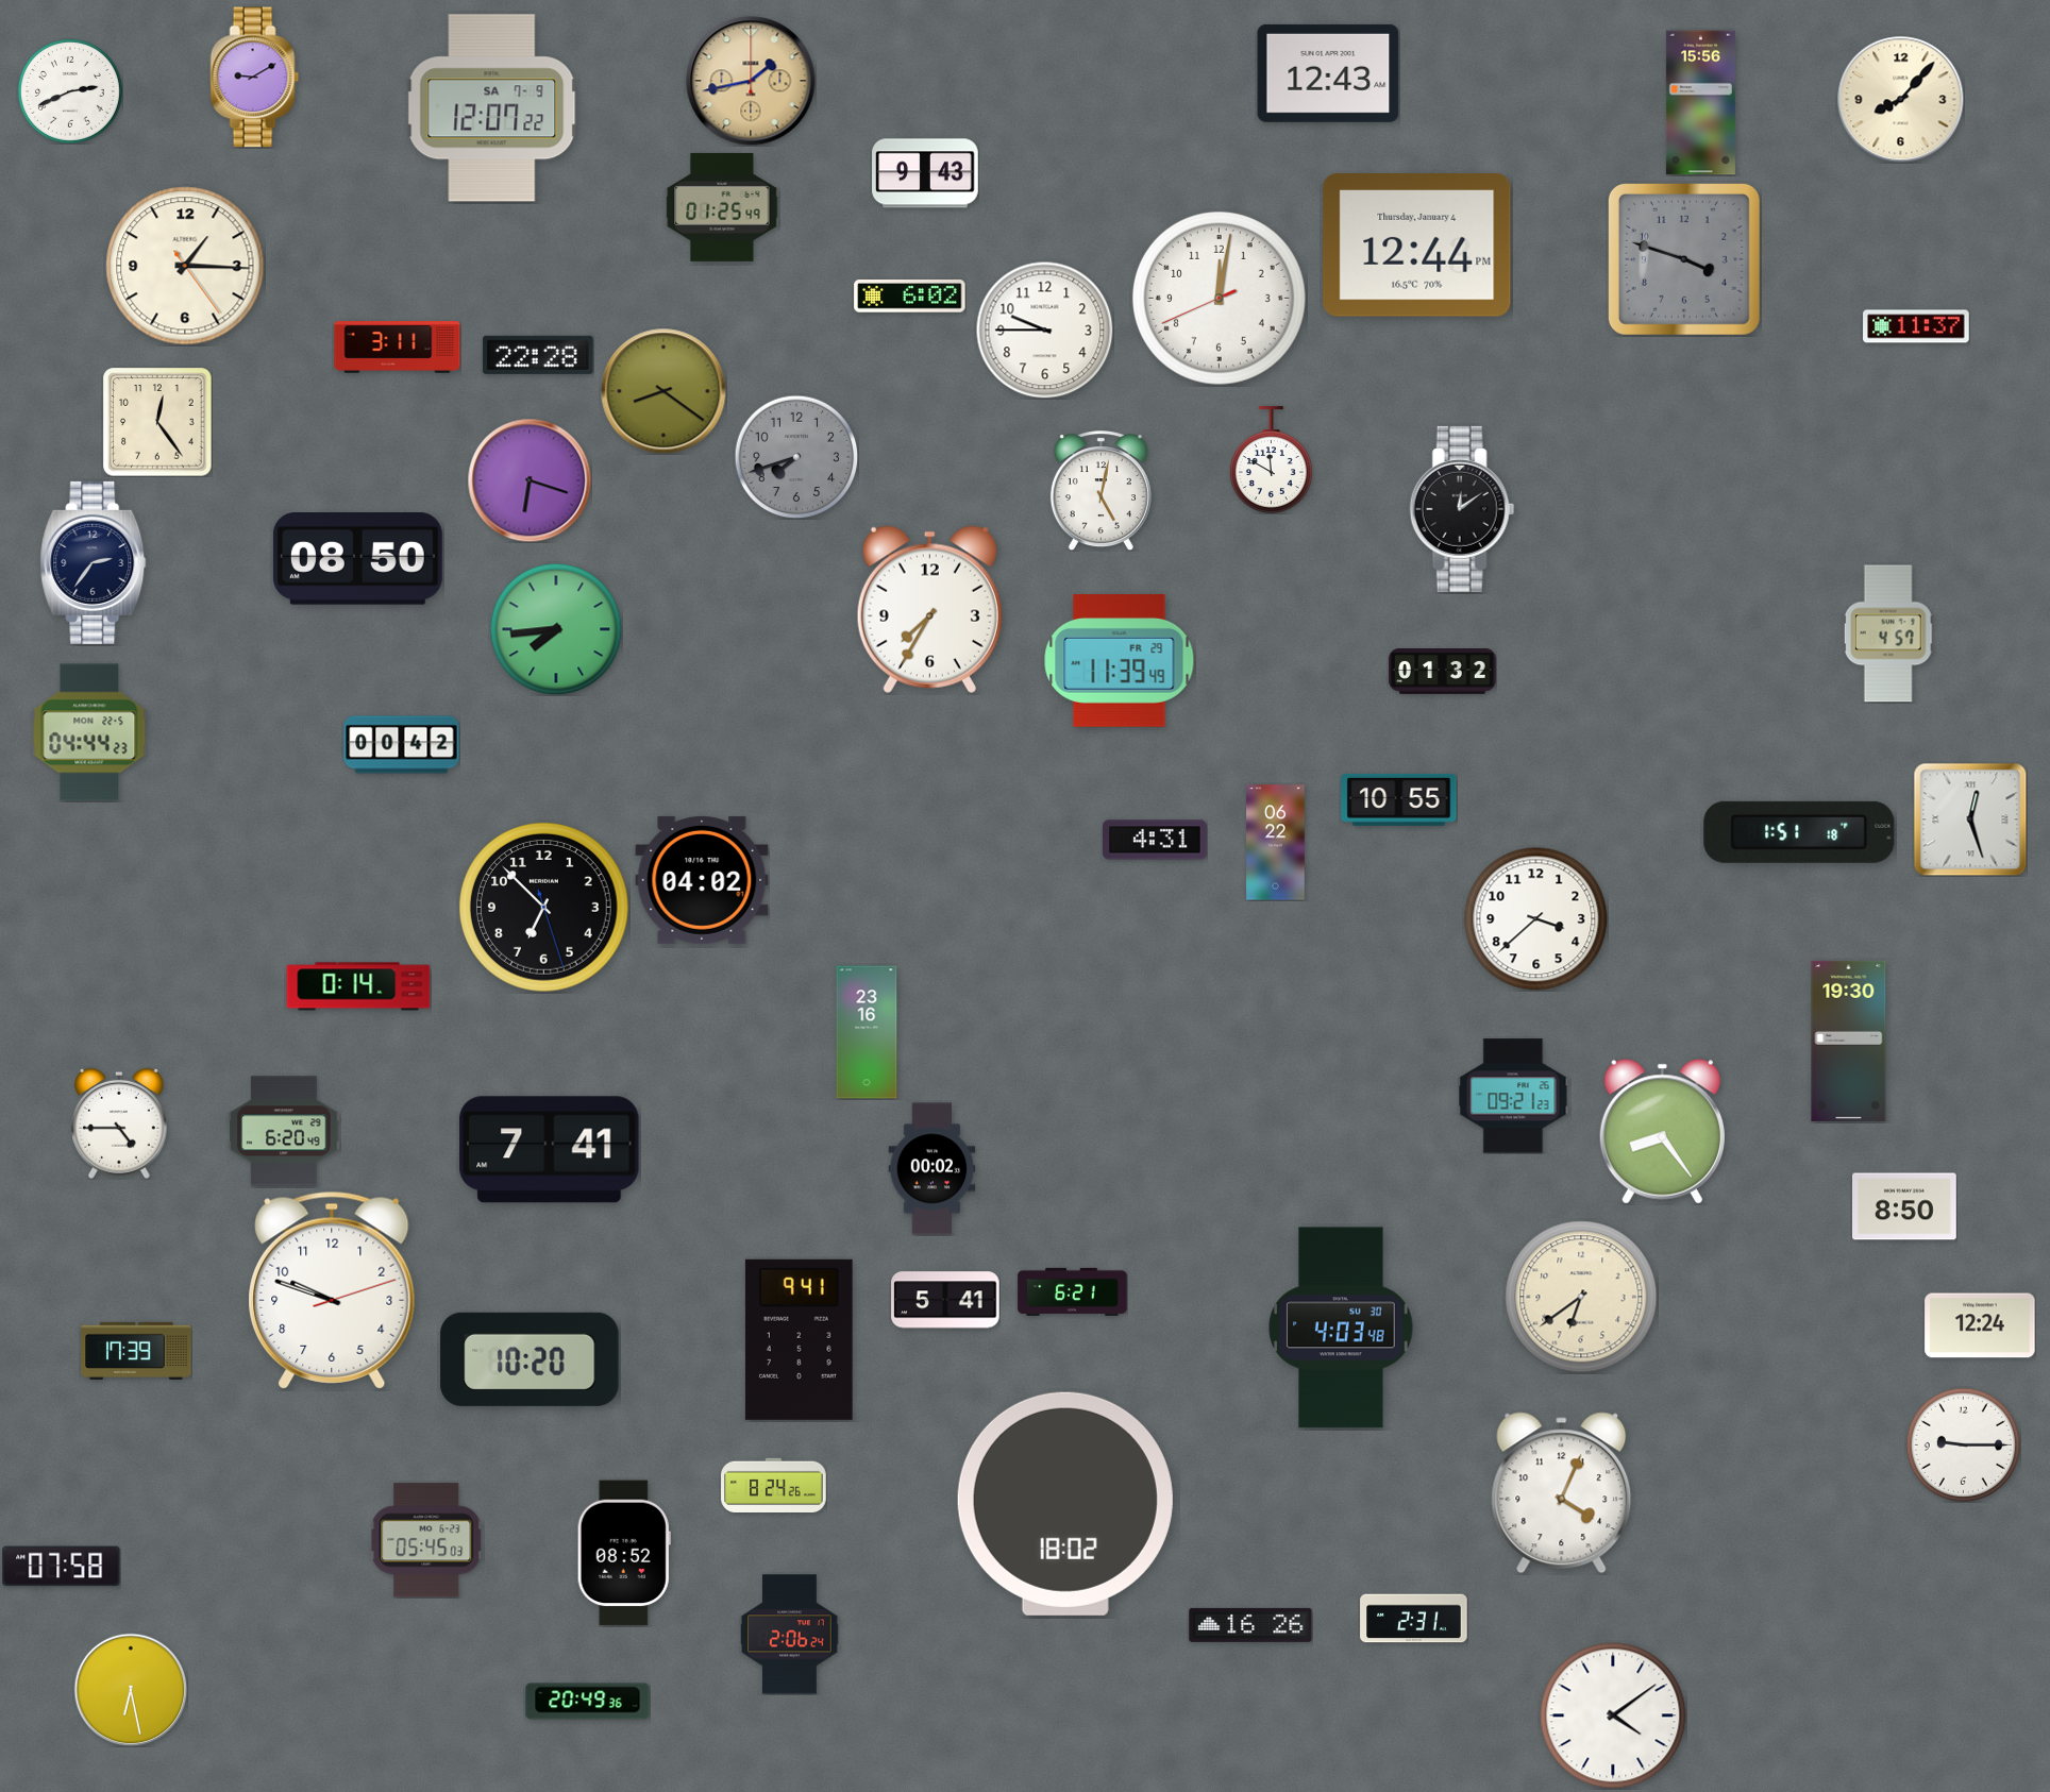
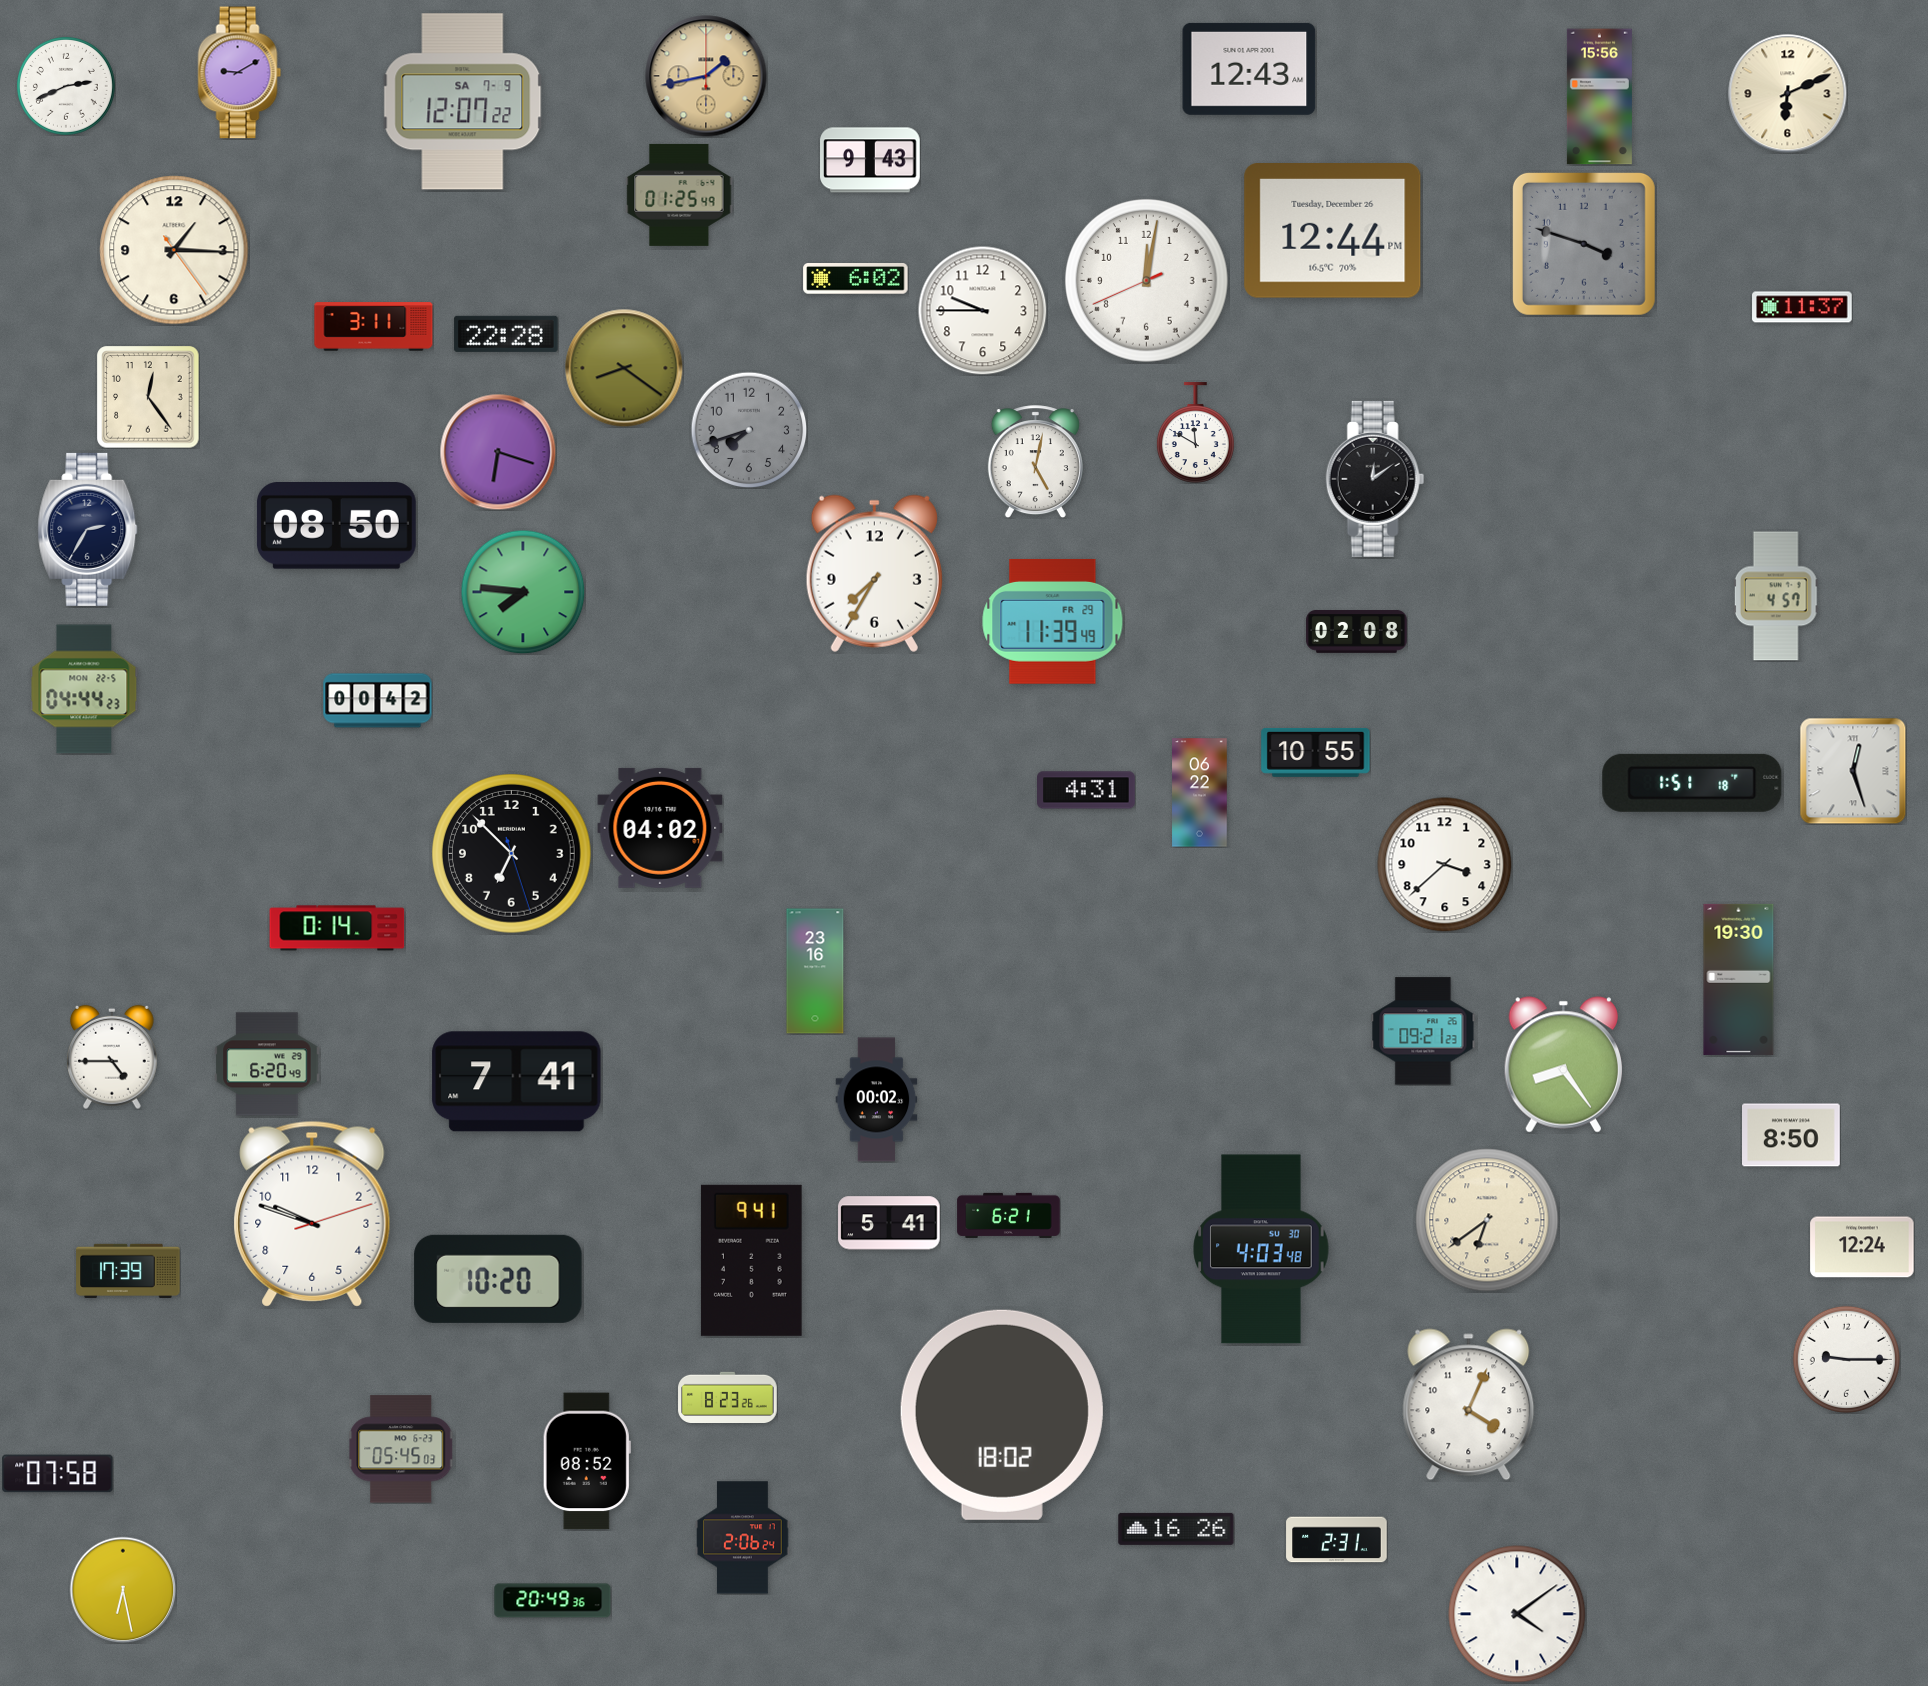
clock at (1901, 100): 8:07 -> 6:11
clock at (925, 173) position: (925, 173) -> (870, 160)
clock at (1417, 246) date: Thursday, January 4 -> Tuesday, December 26
clock at (94, 562): 2:36 -> 2:35
clock at (556, 629): 7:44 -> 7:46
clock at (1443, 672): 01:32 -> 02:08
clock at (774, 1485): 8:24 -> 8:23
clock at (1414, 1619) position: (1414, 1619) -> (1337, 1540)
